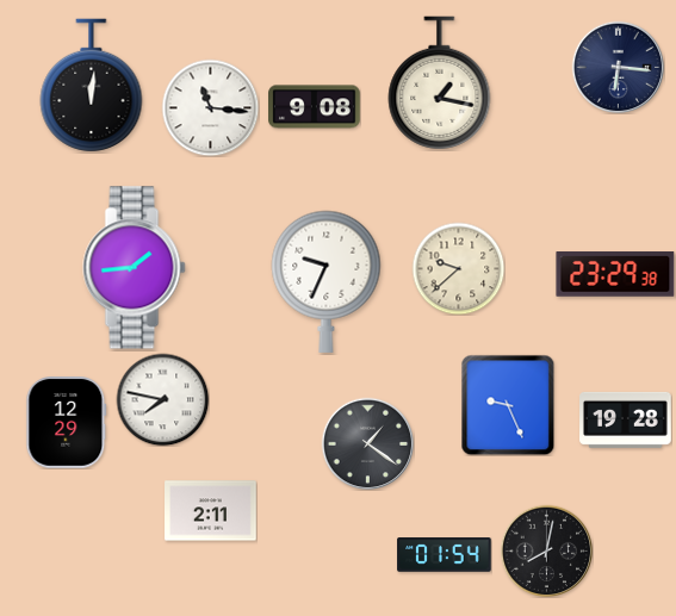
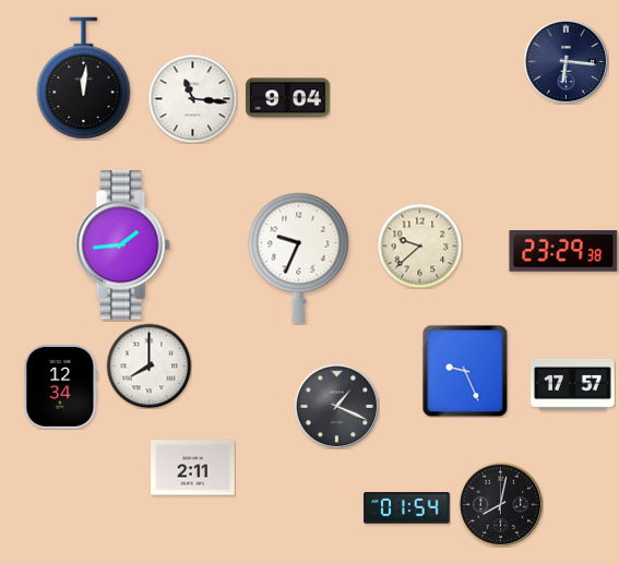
clock at (440, 83): 1:17 -> none
clock at (315, 107): 9:08 -> 9:04
clock at (162, 399): 7:47 -> 8:00
clock at (626, 419): 19:28 -> 17:57
clock at (67, 423): 12:29 -> 12:34
clock at (367, 443): 1:21 -> 1:19
